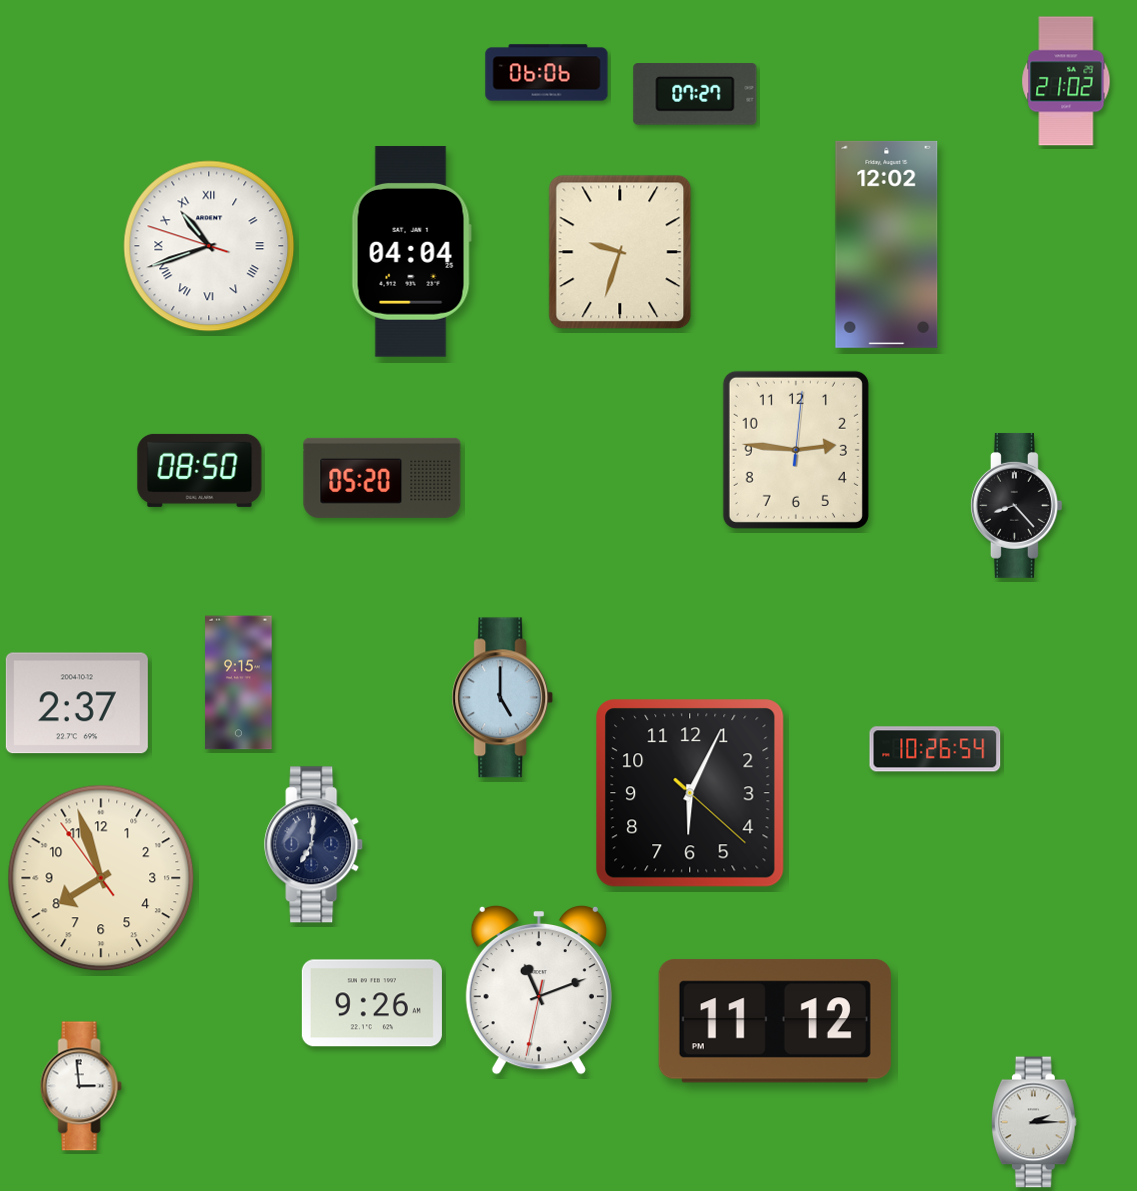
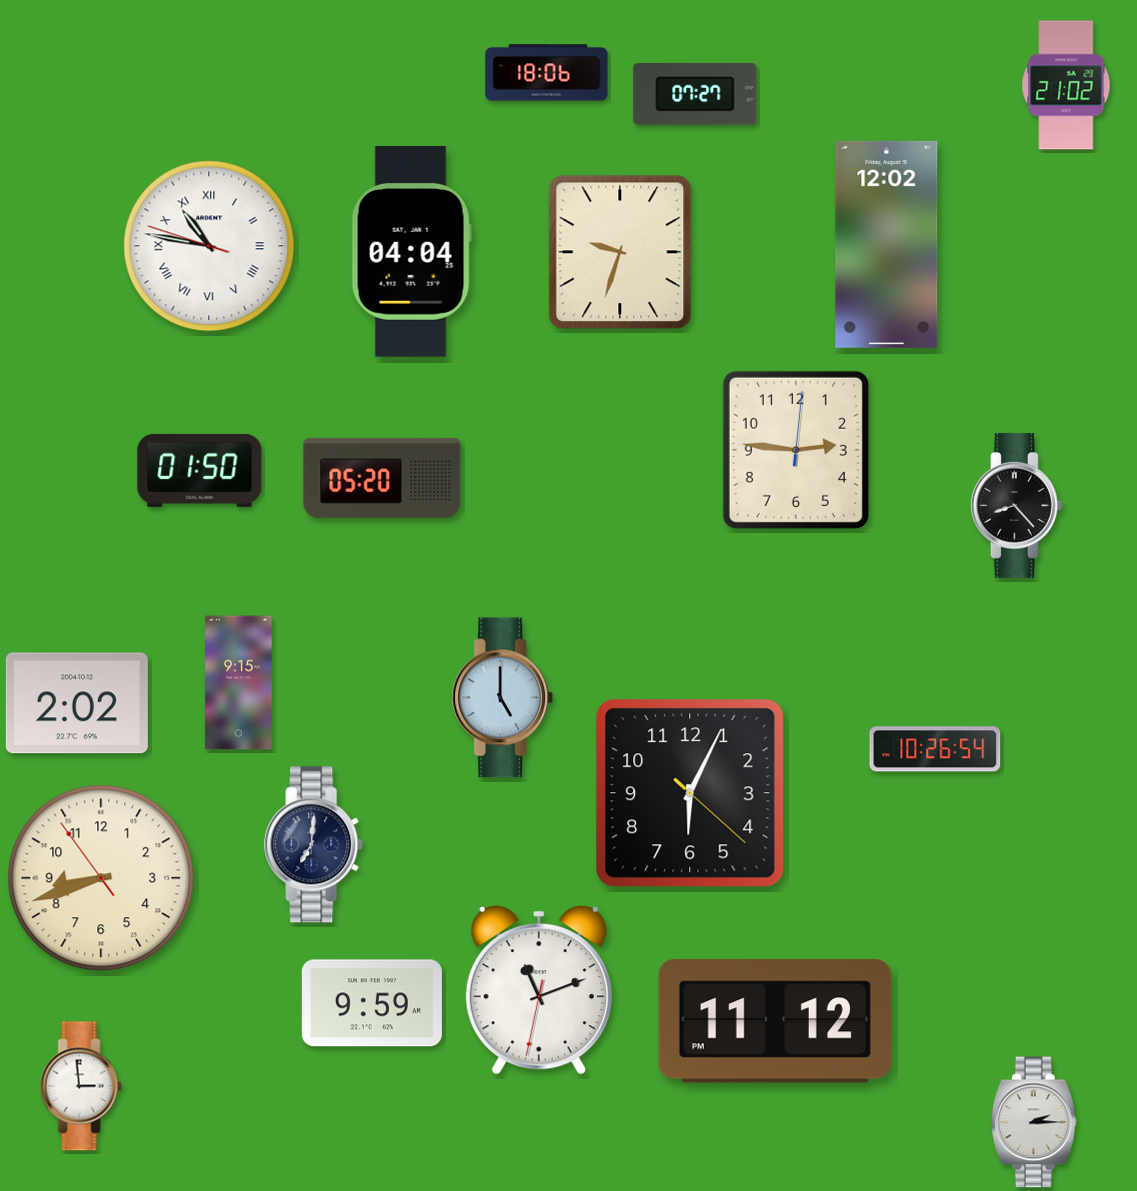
clock at (547, 73): 06:06 -> 18:06
clock at (1066, 81) position: (1066, 81) -> (1066, 85)
clock at (209, 246): 10:41 -> 10:46
clock at (200, 470): 08:50 -> 01:50
clock at (77, 703): 2:37 -> 2:02
clock at (101, 878): 7:56 -> 8:41
clock at (372, 1003): 9:26 -> 9:59
